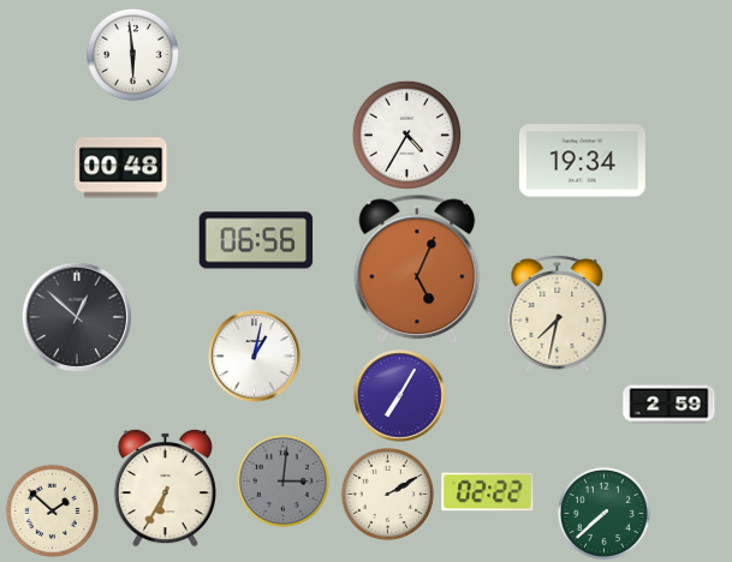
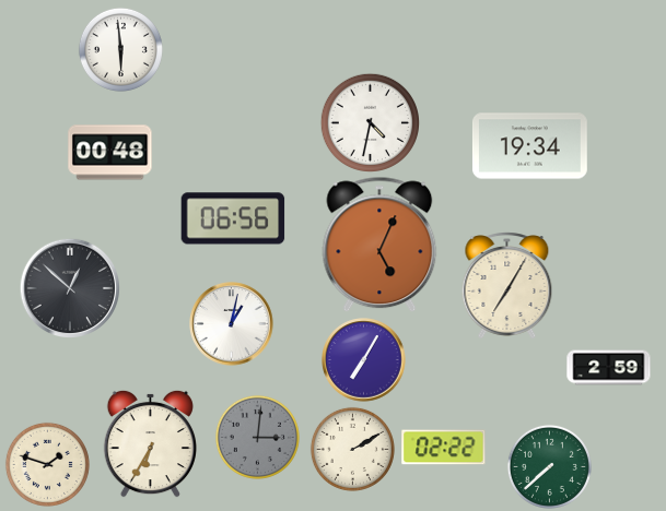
clock at (406, 134): 4:35 -> 4:32
clock at (558, 315): 7:32 -> 7:05
clock at (52, 510): 1:52 -> 1:48
